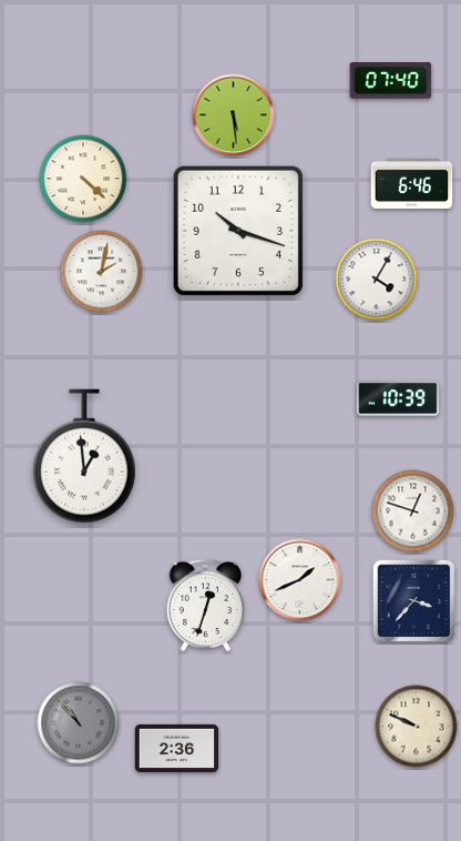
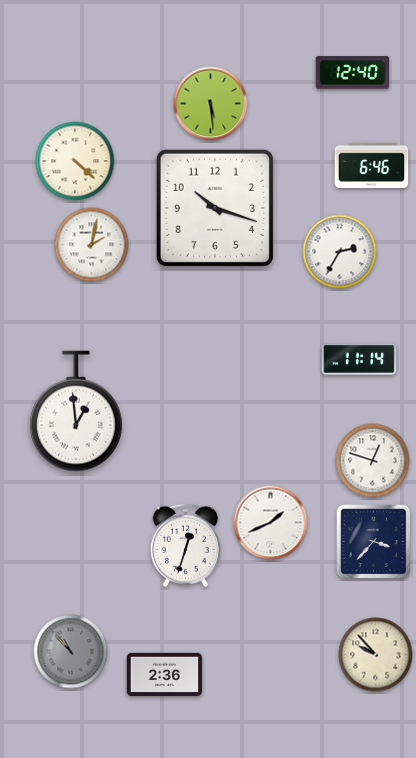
clock at (391, 81): 07:40 -> 12:40
clock at (377, 280): 4:05 -> 2:35
clock at (398, 398): 10:39 -> 11:14
clock at (417, 727): 9:49 -> 9:53
clock at (177, 748) position: (177, 748) -> (165, 674)
